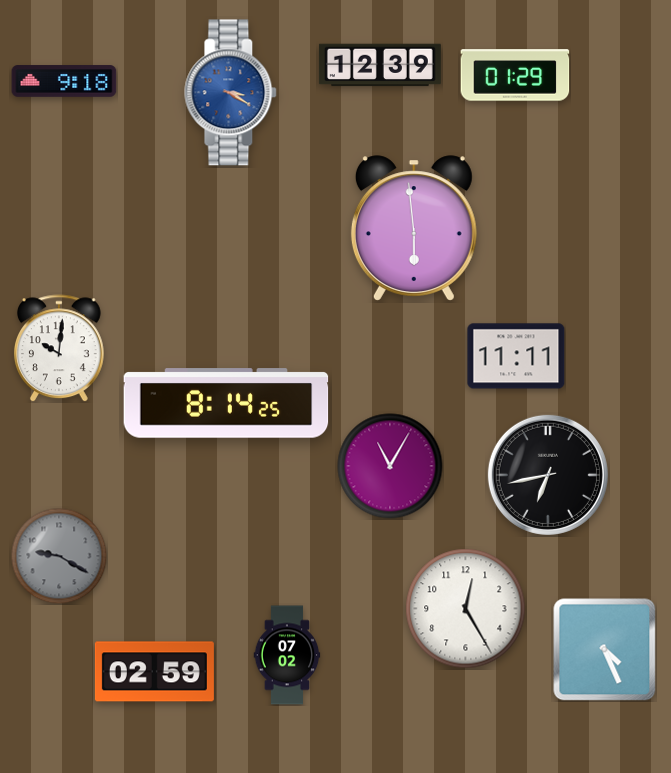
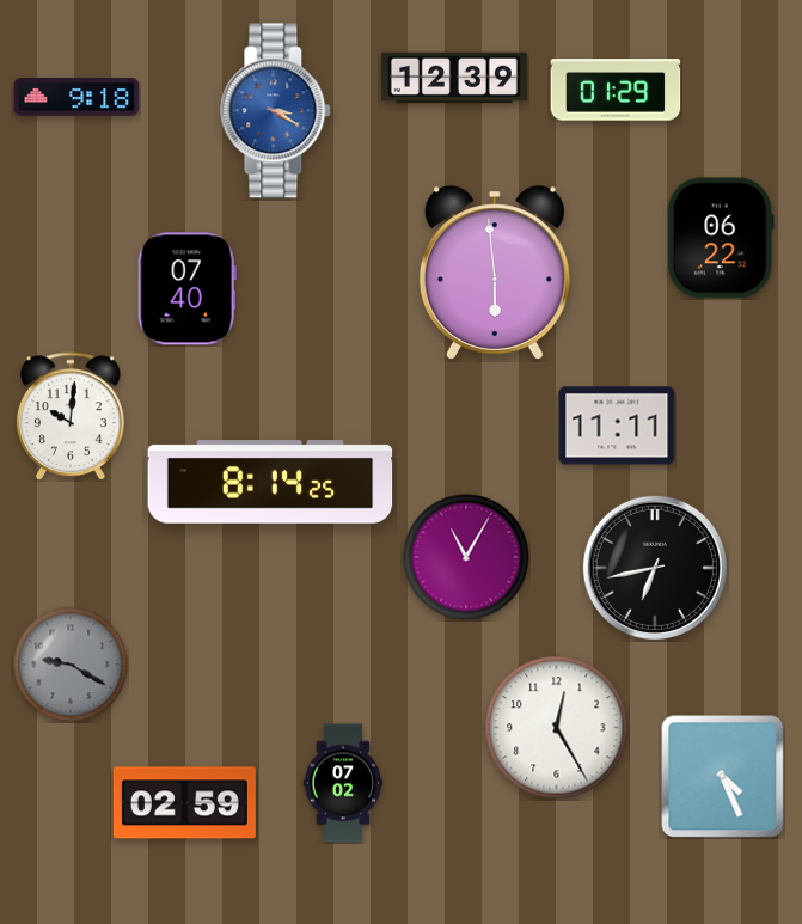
clock at (721, 238): none -> 06:22
clock at (186, 289): none -> 07:40
